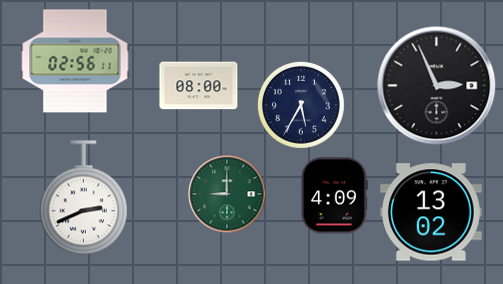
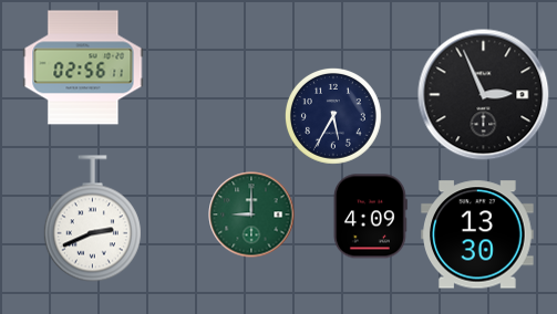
clock at (199, 86): 08:00 -> none
clock at (431, 212): 13:02 -> 13:30
